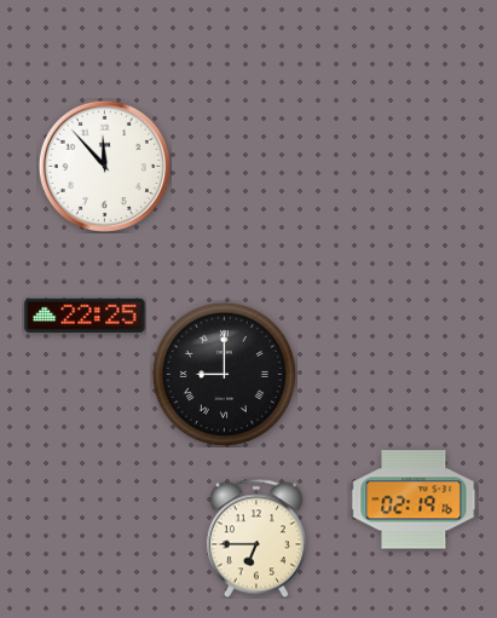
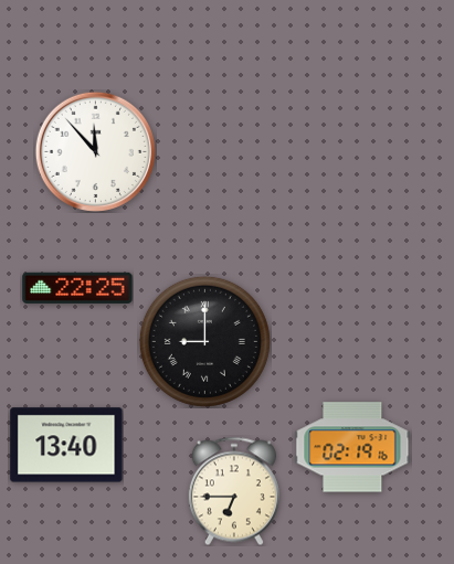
clock at (66, 445): none -> 13:40
clock at (414, 499) position: (414, 499) -> (352, 447)
